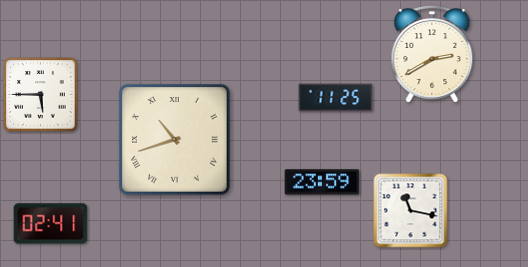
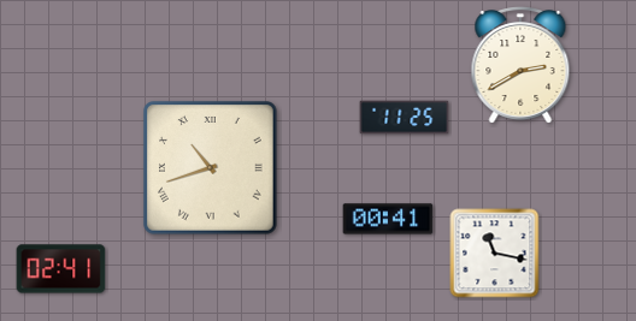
clock at (41, 95): 5:45 -> none
clock at (322, 182): 23:59 -> 00:41
